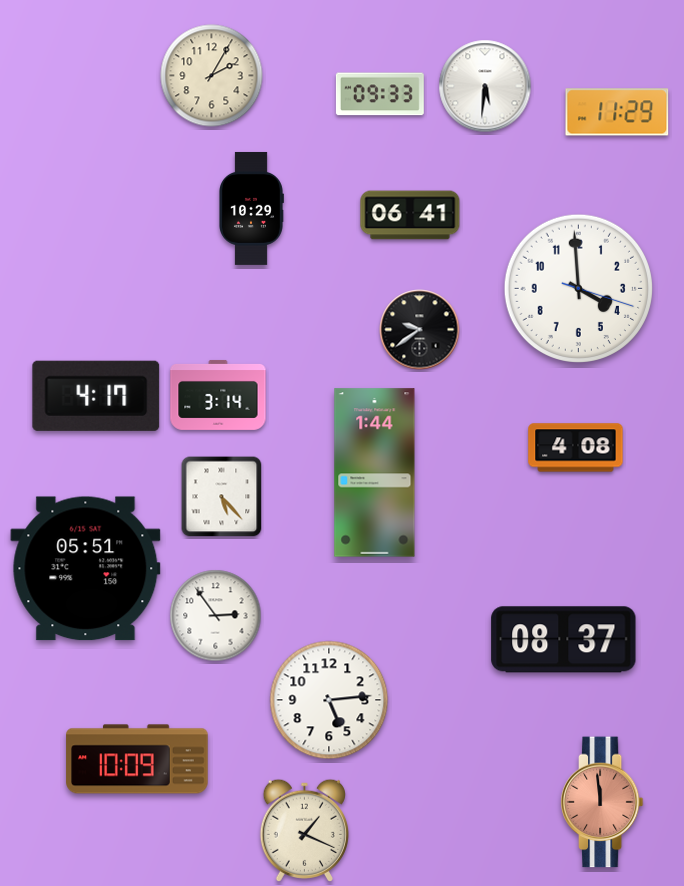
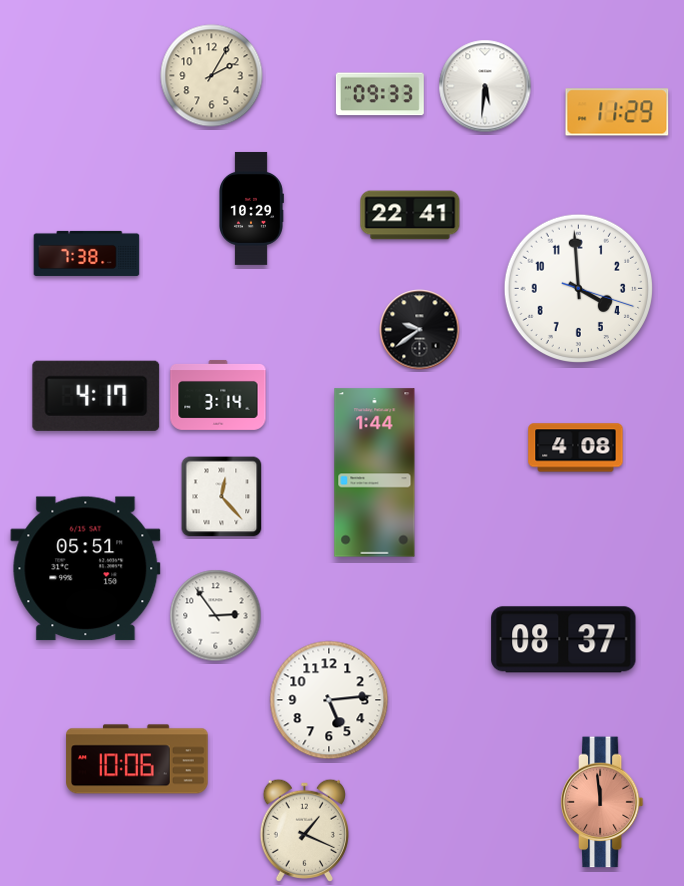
clock at (410, 215): 06:41 -> 22:41
clock at (87, 253): none -> 7:38
clock at (222, 497): 5:23 -> 12:23
clock at (137, 759): 10:09 -> 10:06
